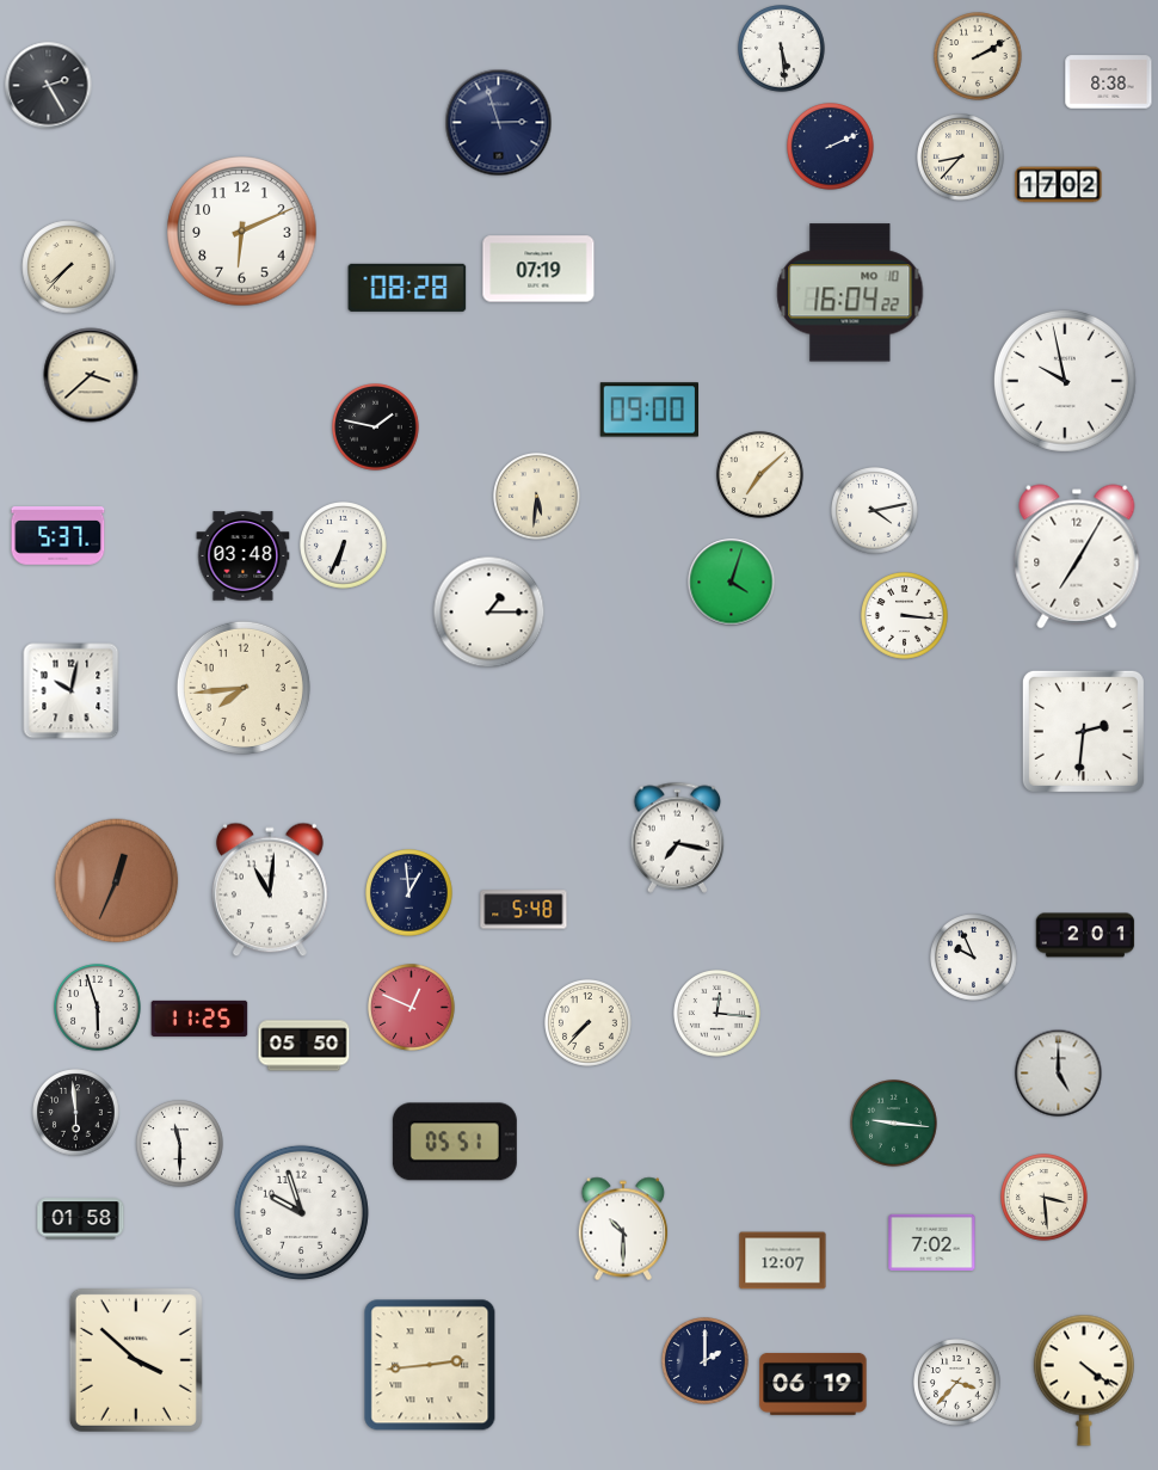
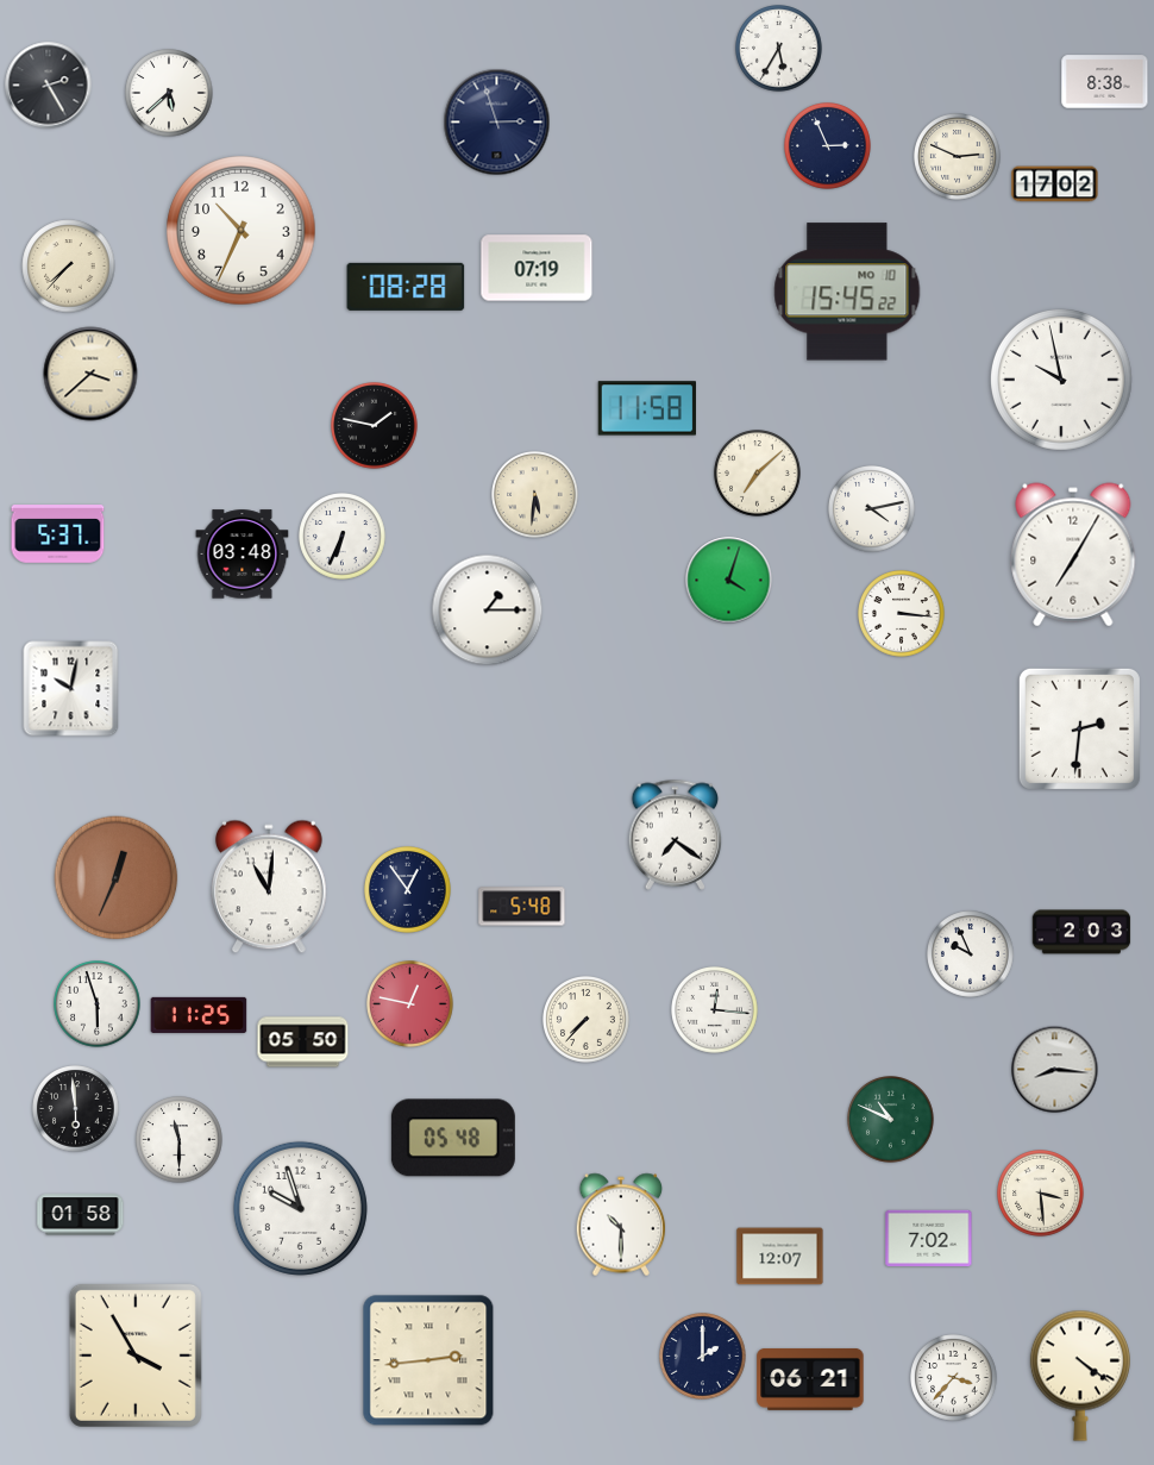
clock at (782, 49): 5:29 -> 5:35
clock at (978, 56): 2:10 -> none
clock at (169, 93): none -> 5:38
clock at (831, 147): 2:11 -> 2:56
clock at (961, 158): 8:37 -> 2:49
clock at (242, 232): 6:11 -> 10:34
clock at (850, 293): 16:04 -> 15:45
clock at (649, 410): 09:00 -> 11:58
clock at (344, 546) position: (344, 546) -> (343, 537)
clock at (244, 688): 7:44 -> none
clock at (678, 837): 7:17 -> 7:21
clock at (409, 893): 12:59 -> 12:54
clock at (1085, 935): 2:01 -> 2:03
clock at (412, 1008): 12:49 -> 12:47
clock at (1059, 1074): 5:00 -> 8:16
clock at (894, 1124): 9:16 -> 10:49
clock at (455, 1142): 05:51 -> 05:48
clock at (136, 1360): 3:52 -> 3:55
clock at (813, 1384): 06:19 -> 06:21
